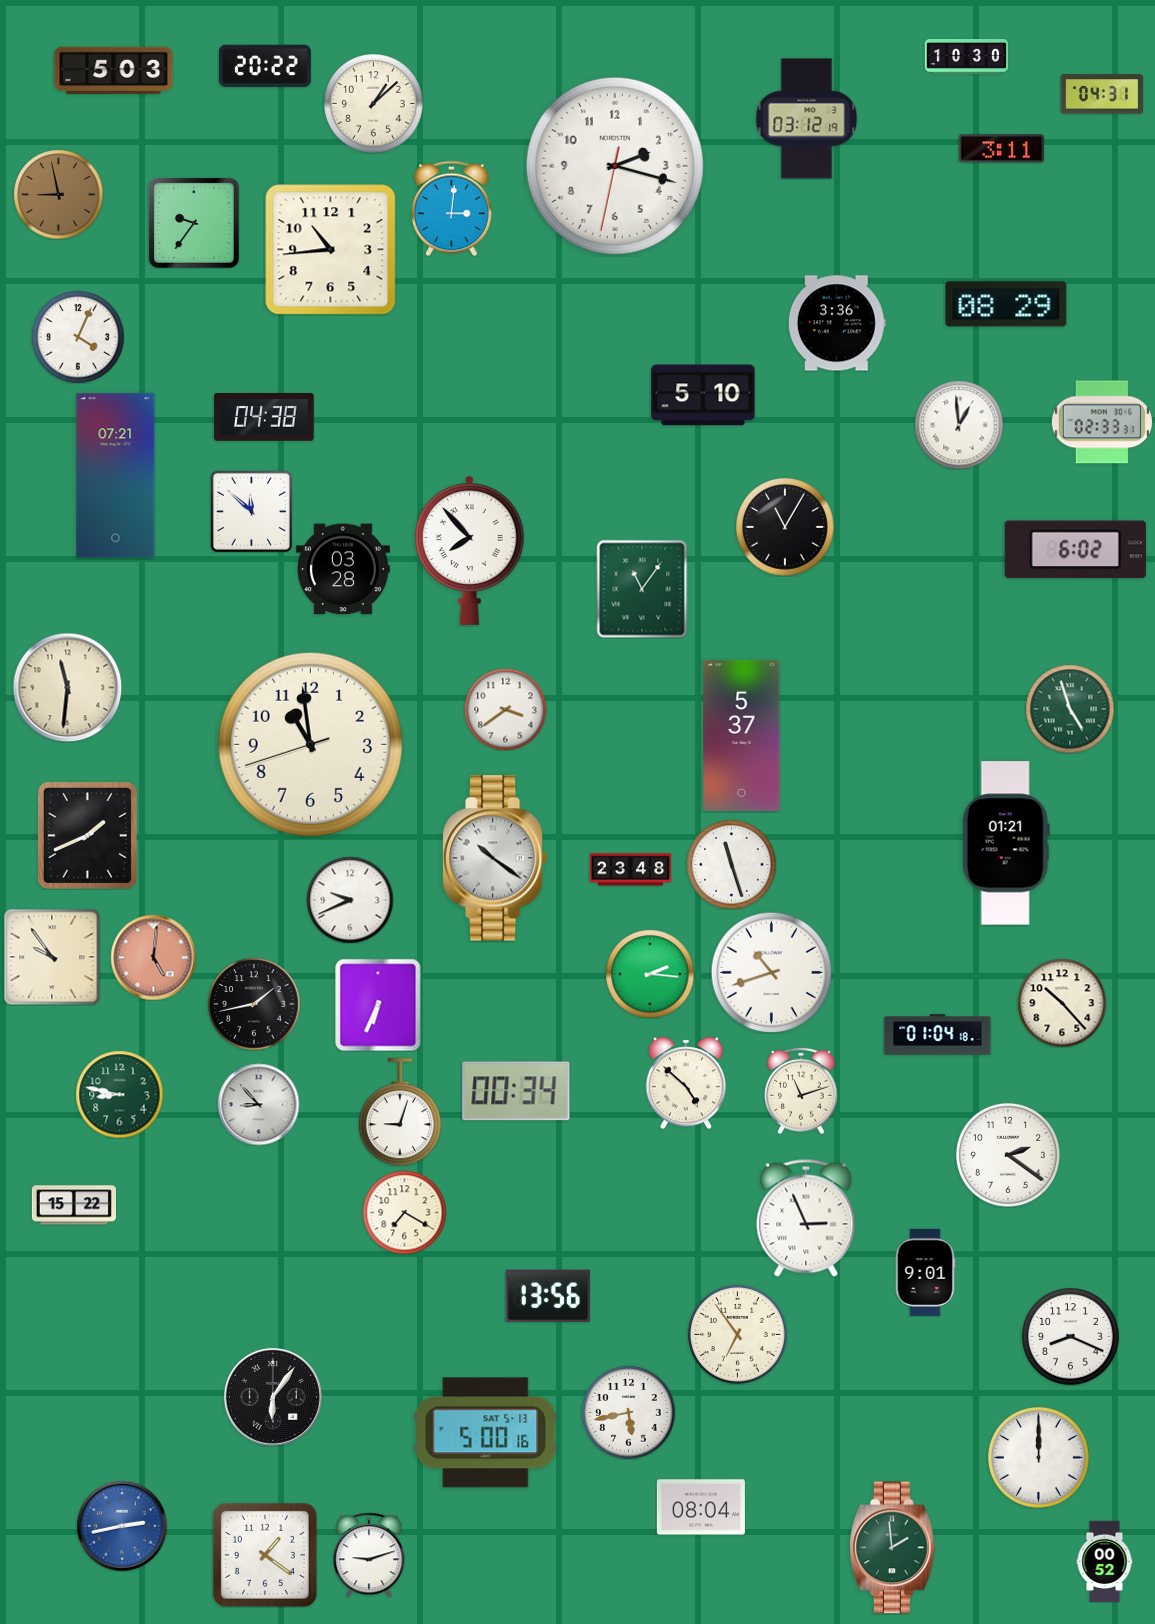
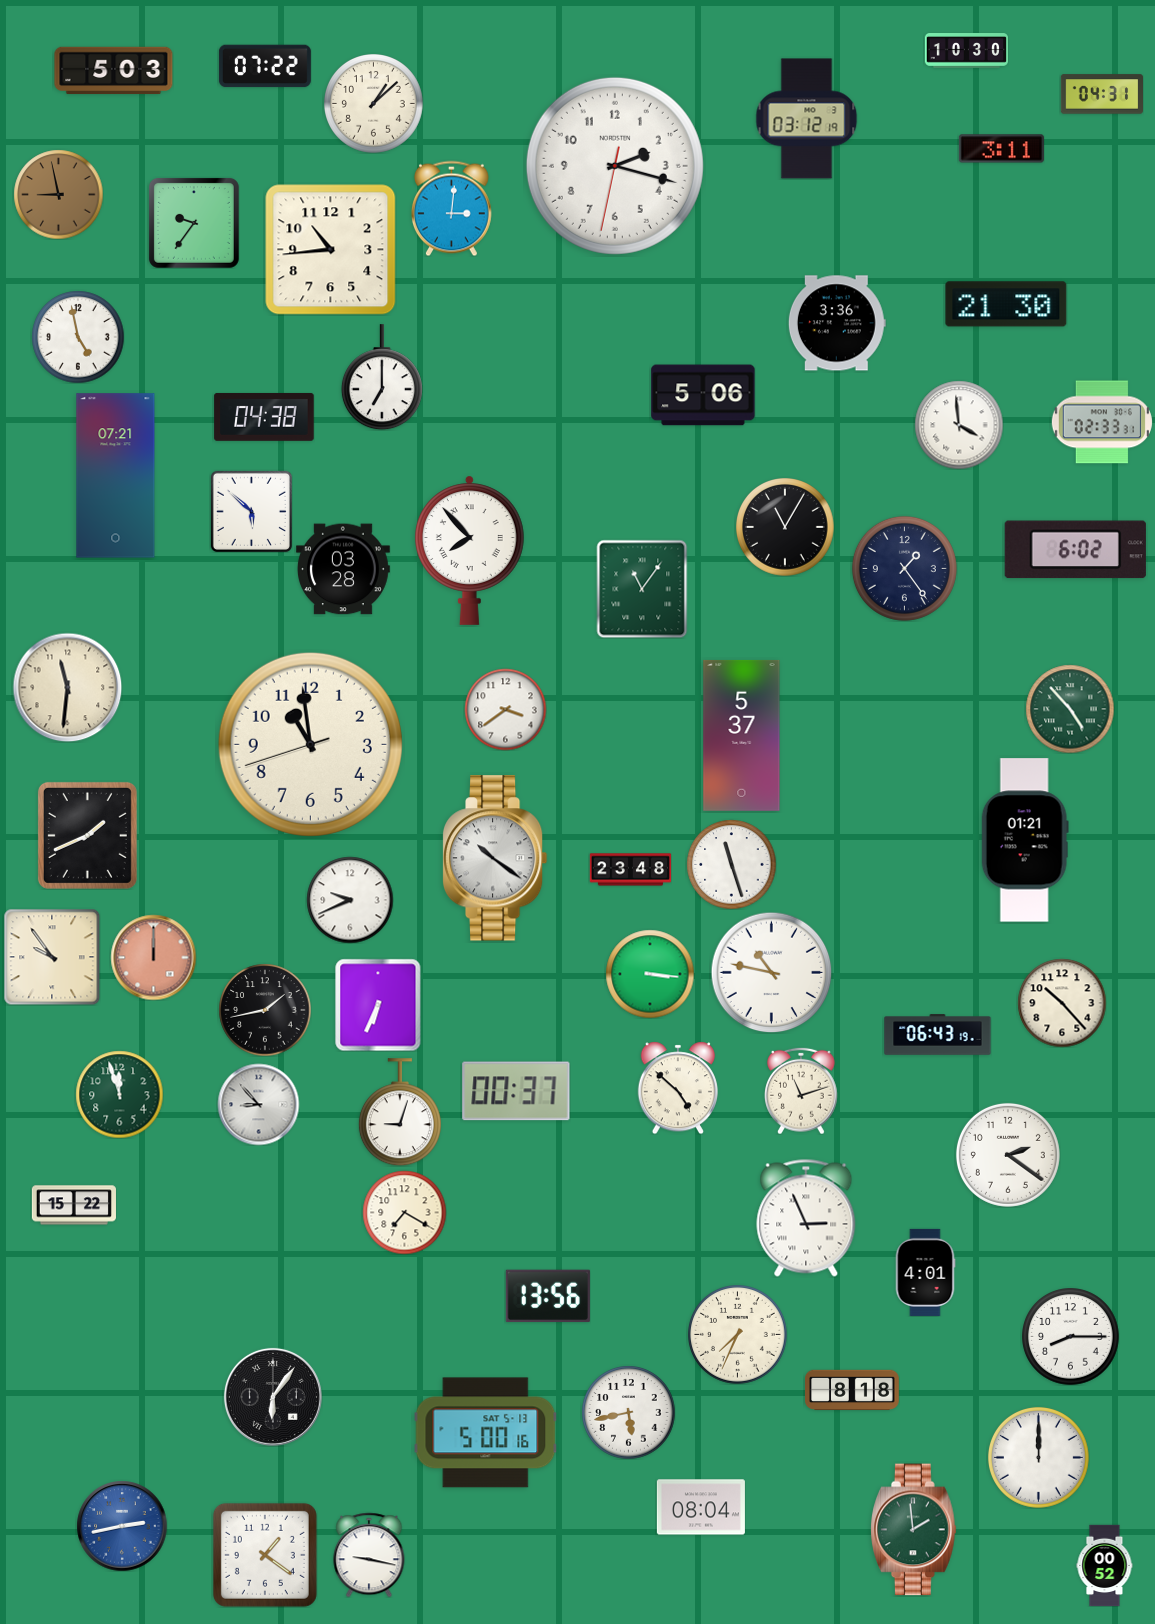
clock at (966, 57) position: (966, 57) -> (966, 51)
clock at (265, 66): 20:22 -> 07:22
clock at (1006, 304): 08:29 -> 21:30
clock at (78, 337): 4:04 -> 4:58
clock at (382, 377): none -> 7:00
clock at (703, 395): 5:10 -> 5:06
clock at (959, 425): 12:59 -> 3:59
clock at (251, 511): 11:52 -> 5:52
clock at (904, 568): none -> 1:24
clock at (1070, 709): 4:57 -> 4:53
clock at (1006, 843) position: (1006, 843) -> (1025, 840)
clock at (153, 957): 5:01 -> 12:00
clock at (771, 972): 10:42 -> 10:47
clock at (650, 974): 2:16 -> 3:16
clock at (254, 1004) position: (254, 1004) -> (265, 1010)
clock at (938, 1035): 01:04 -> 06:43
clock at (685, 1083) position: (685, 1083) -> (677, 1088)
clock at (516, 1091): 00:34 -> 00:37
clock at (119, 1094): 8:47 -> 11:57
clock at (925, 1272): 9:01 -> 4:01
clock at (738, 1335): 6:54 -> 7:34
clock at (1071, 1337): 8:19 -> 8:15
clock at (853, 1390): none -> 8:18
clock at (893, 1548) position: (893, 1548) -> (914, 1530)
clock at (369, 1555): 9:12 -> 9:17
clock at (1105, 1561) position: (1105, 1561) -> (1105, 1565)
